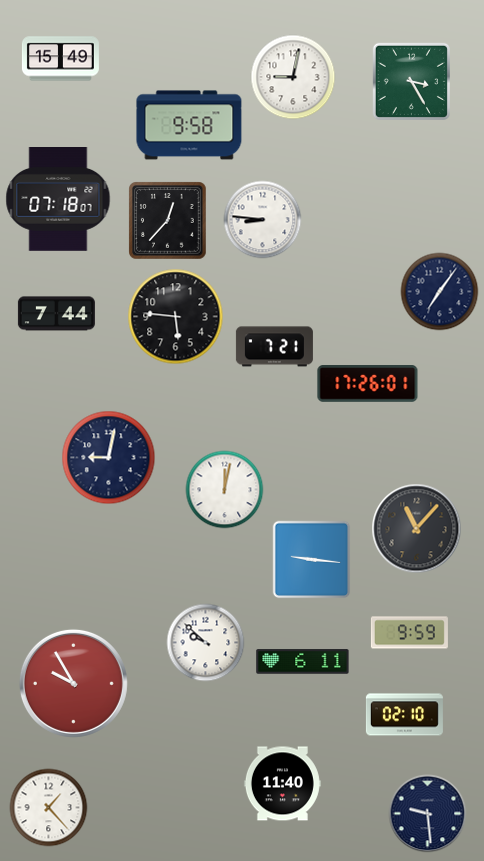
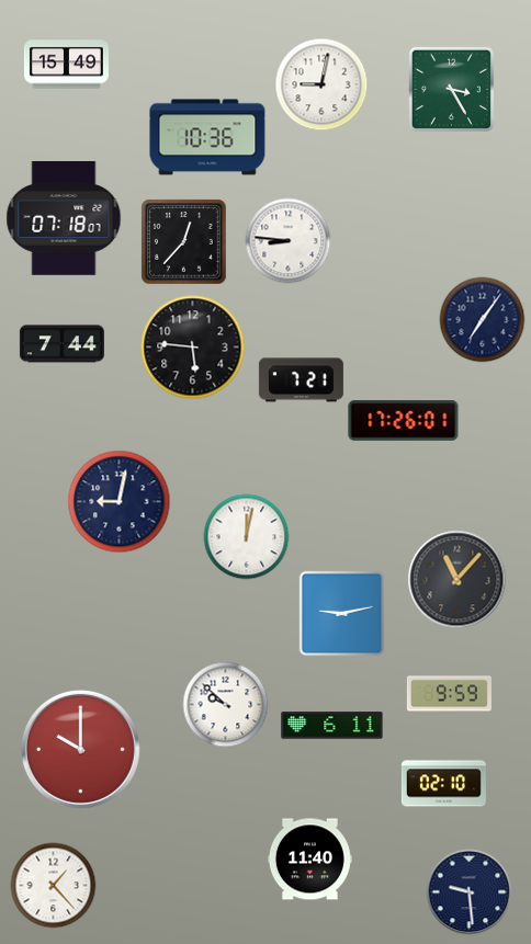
clock at (189, 125): 9:58 -> 10:36
clock at (311, 559): 9:16 -> 9:13
clock at (73, 683): 9:55 -> 10:00
